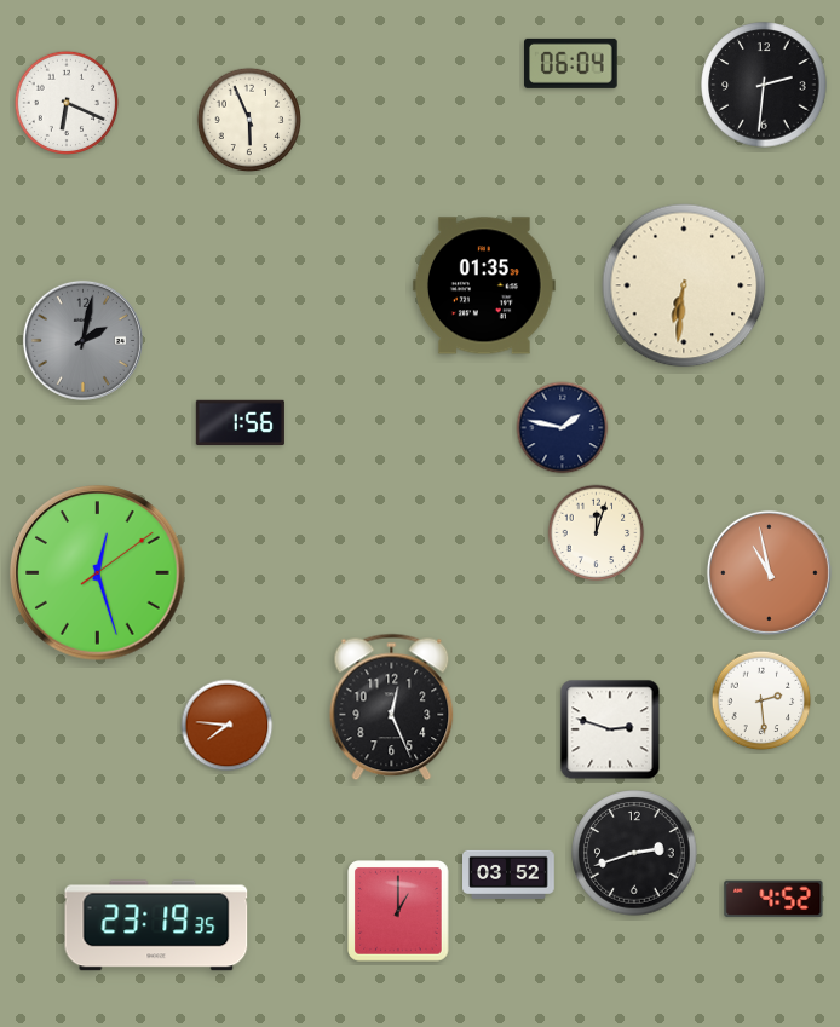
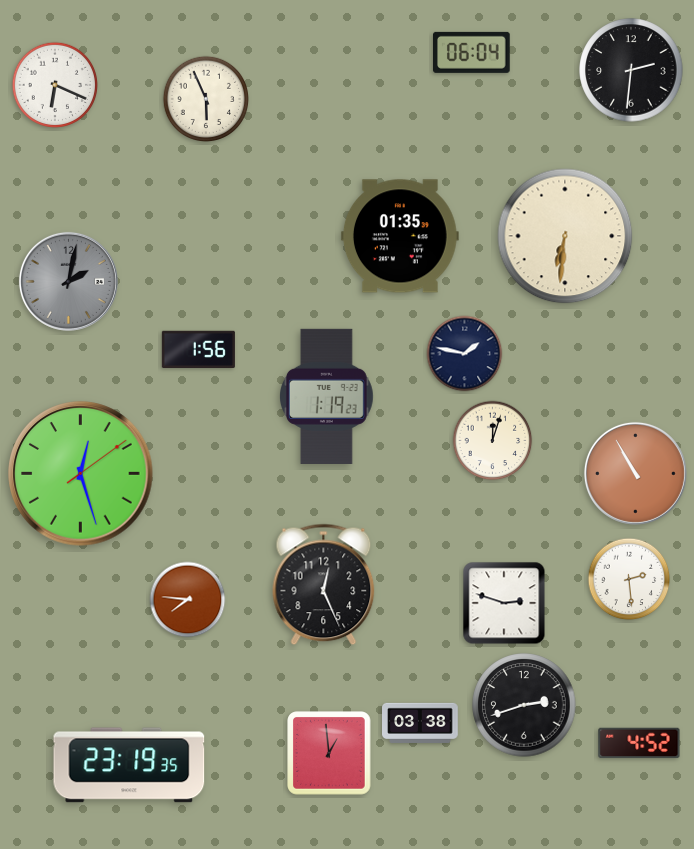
clock at (327, 396): none -> 1:19
clock at (769, 572): 10:58 -> 10:55
clock at (508, 875): 03:52 -> 03:38
clock at (398, 911): 1:00 -> 12:59
